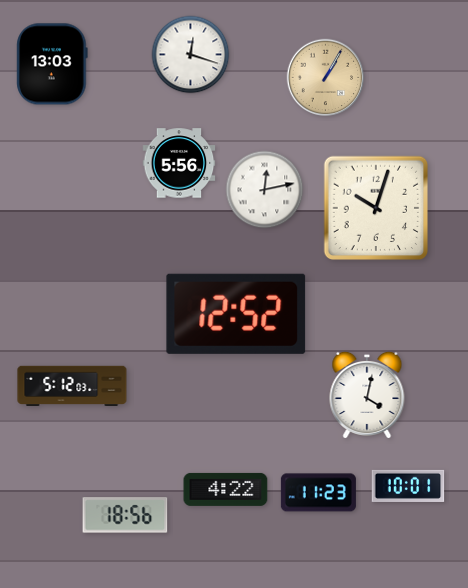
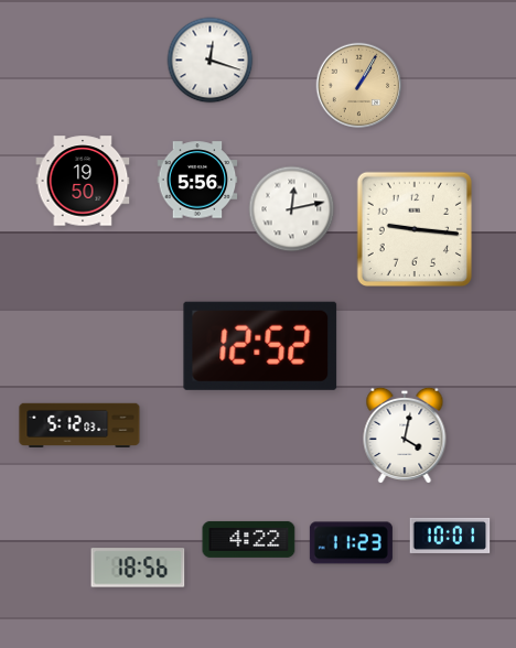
clock at (52, 64): 13:03 -> none
clock at (83, 181): none -> 19:50
clock at (376, 208): 10:03 -> 9:16
